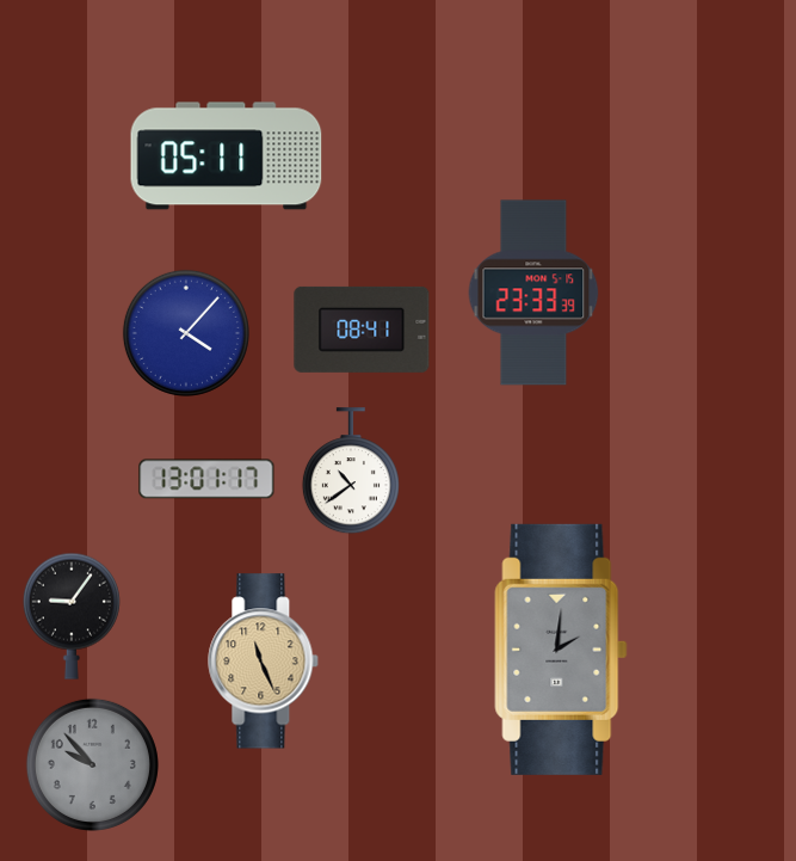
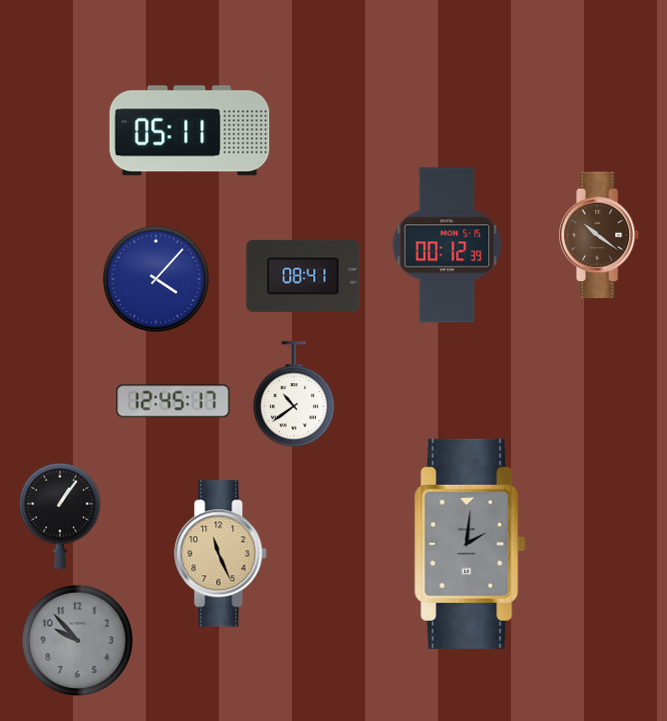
clock at (600, 235): none -> 10:21
clock at (533, 293): 23:33 -> 00:12
clock at (206, 479): 13:01 -> 12:45
clock at (72, 616): 9:06 -> 1:06
